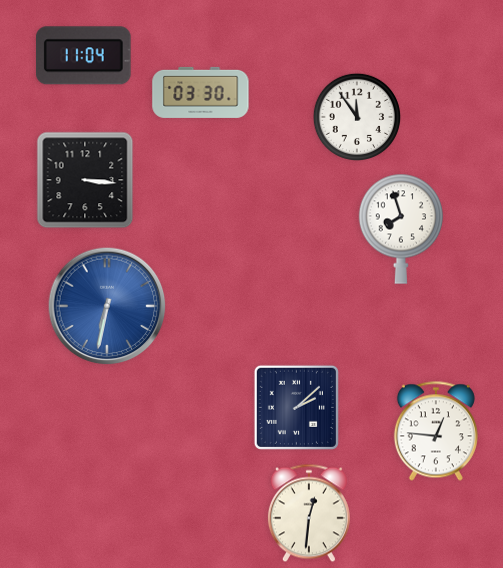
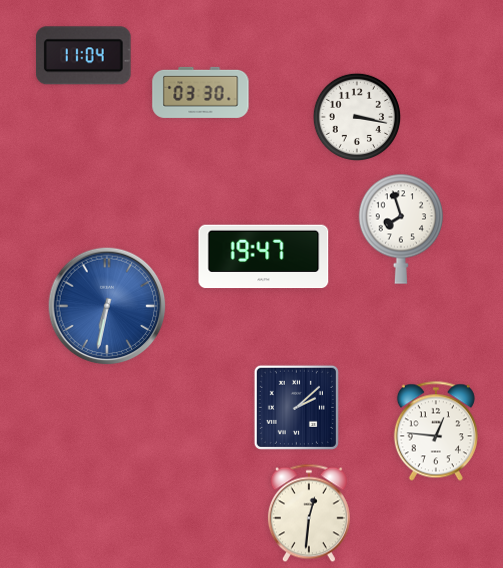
clock at (356, 116): 11:54 -> 3:17
clock at (85, 180): 3:16 -> none
clock at (264, 257): none -> 19:47
